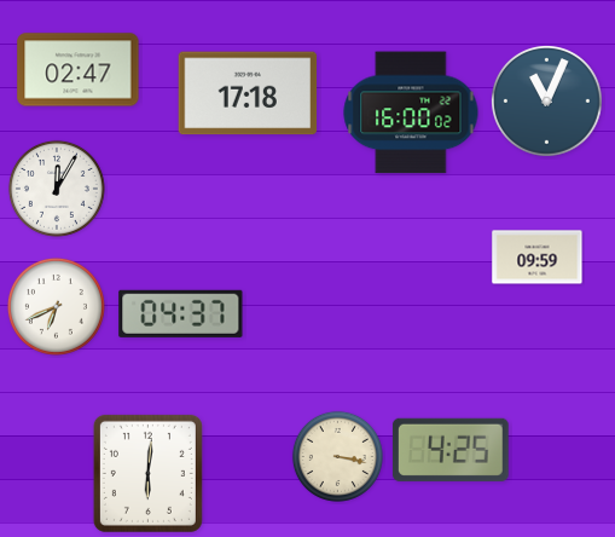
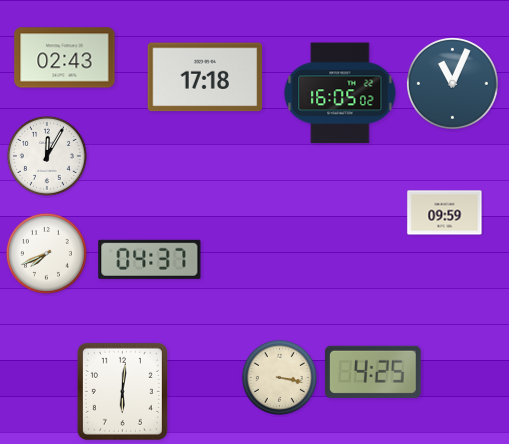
clock at (79, 70): 02:47 -> 02:43
clock at (411, 112): 16:00 -> 16:05
clock at (56, 306): 6:41 -> 7:41
